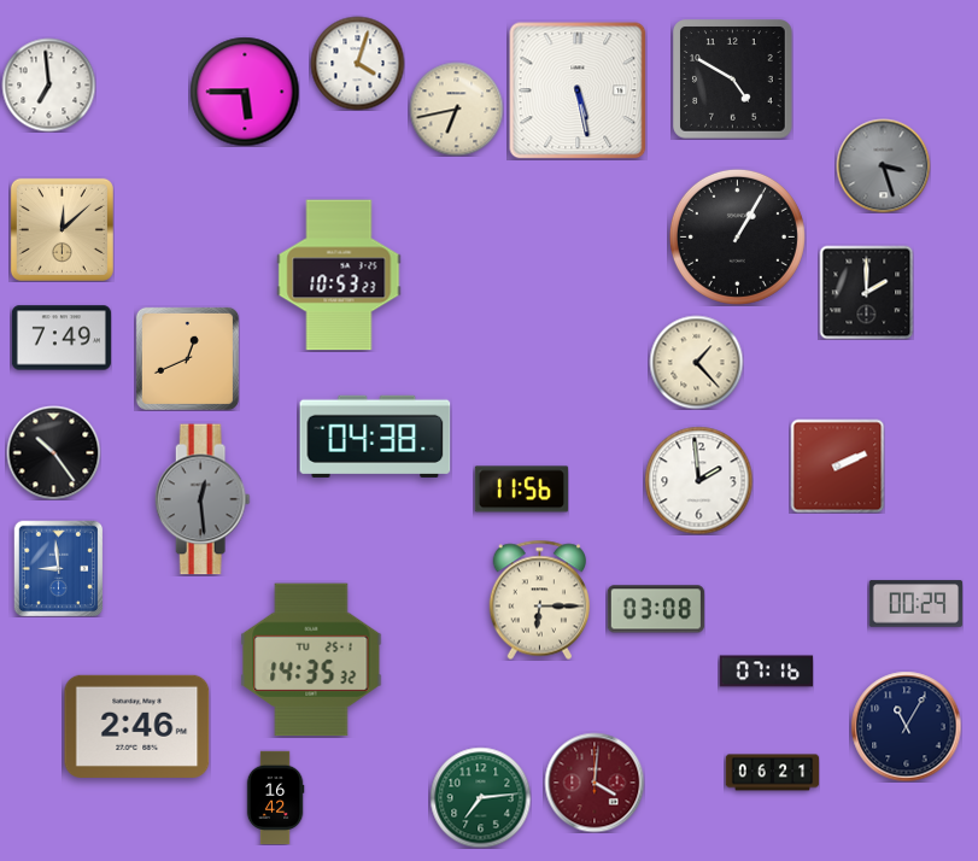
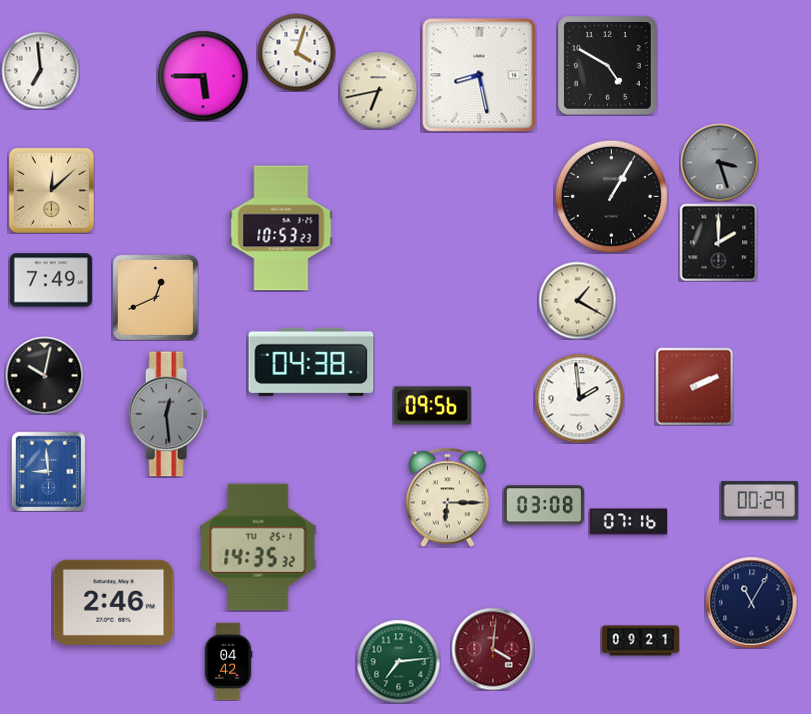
clock at (578, 90): 5:28 -> 8:28
clock at (883, 165) position: (883, 165) -> (719, 162)
clock at (696, 362): 1:23 -> 1:20
clock at (53, 452): 10:24 -> 10:02
clock at (521, 490): 11:56 -> 09:56
clock at (766, 672) position: (766, 672) -> (628, 522)
clock at (772, 773): 06:21 -> 09:21
clock at (275, 797): 16:42 -> 04:42
